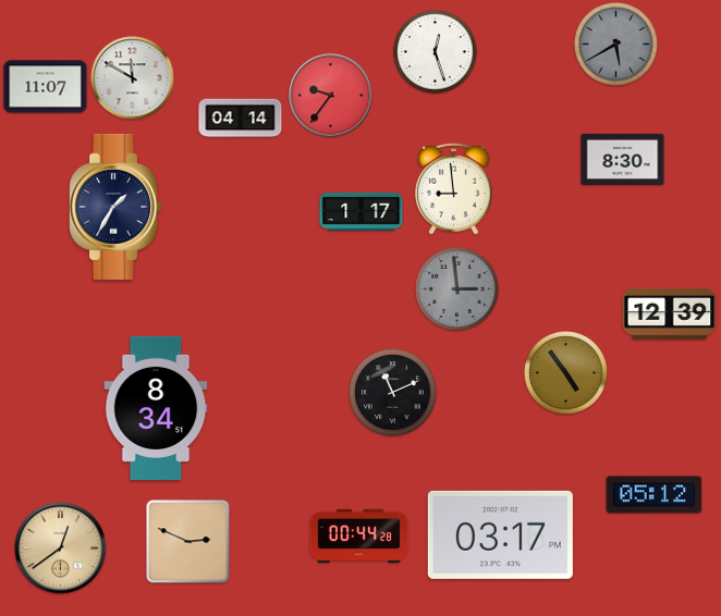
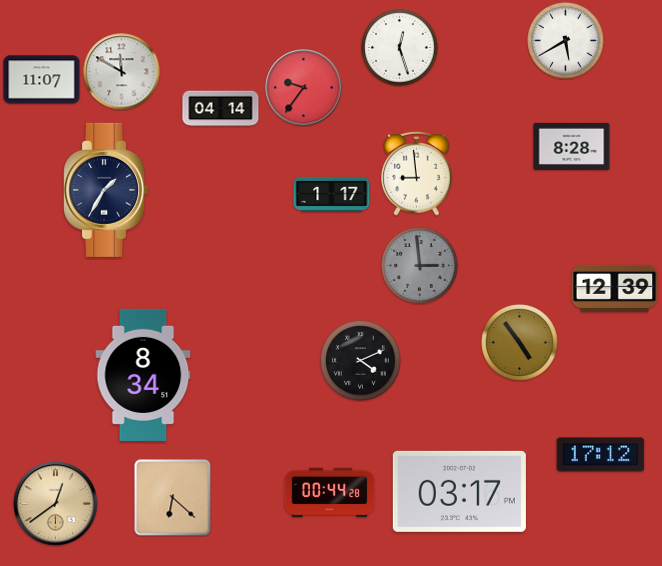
clock at (616, 45) dial: grey -> white
clock at (623, 159): 8:30 -> 8:28
clock at (393, 393): 11:11 -> 4:11
clock at (655, 495): 05:12 -> 17:12
clock at (188, 542): 2:49 -> 6:22
